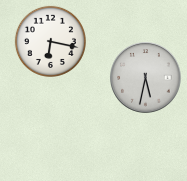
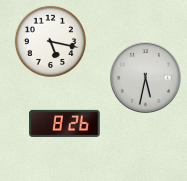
clock at (50, 41): 6:17 -> 5:17
clock at (65, 123): none -> 8:26
